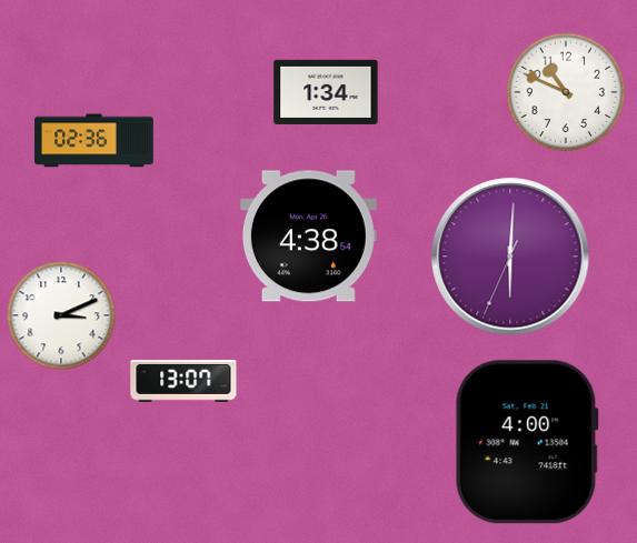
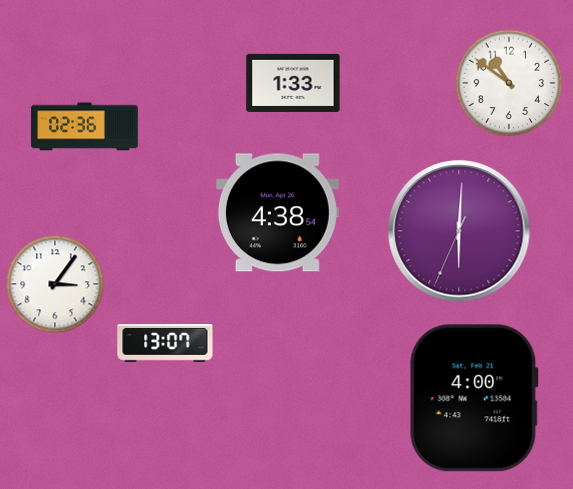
clock at (326, 92): 1:34 -> 1:33
clock at (566, 92): 10:49 -> 10:51
clock at (61, 315): 3:11 -> 3:06
